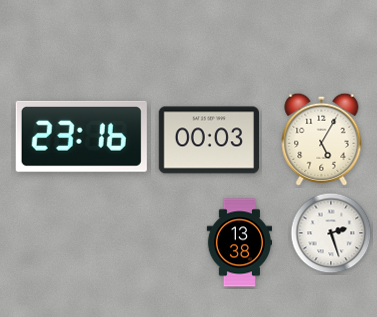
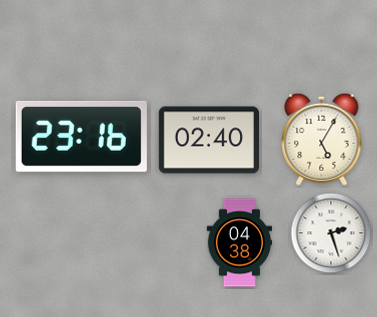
clock at (208, 140): 00:03 -> 02:40
clock at (239, 243): 13:38 -> 04:38
